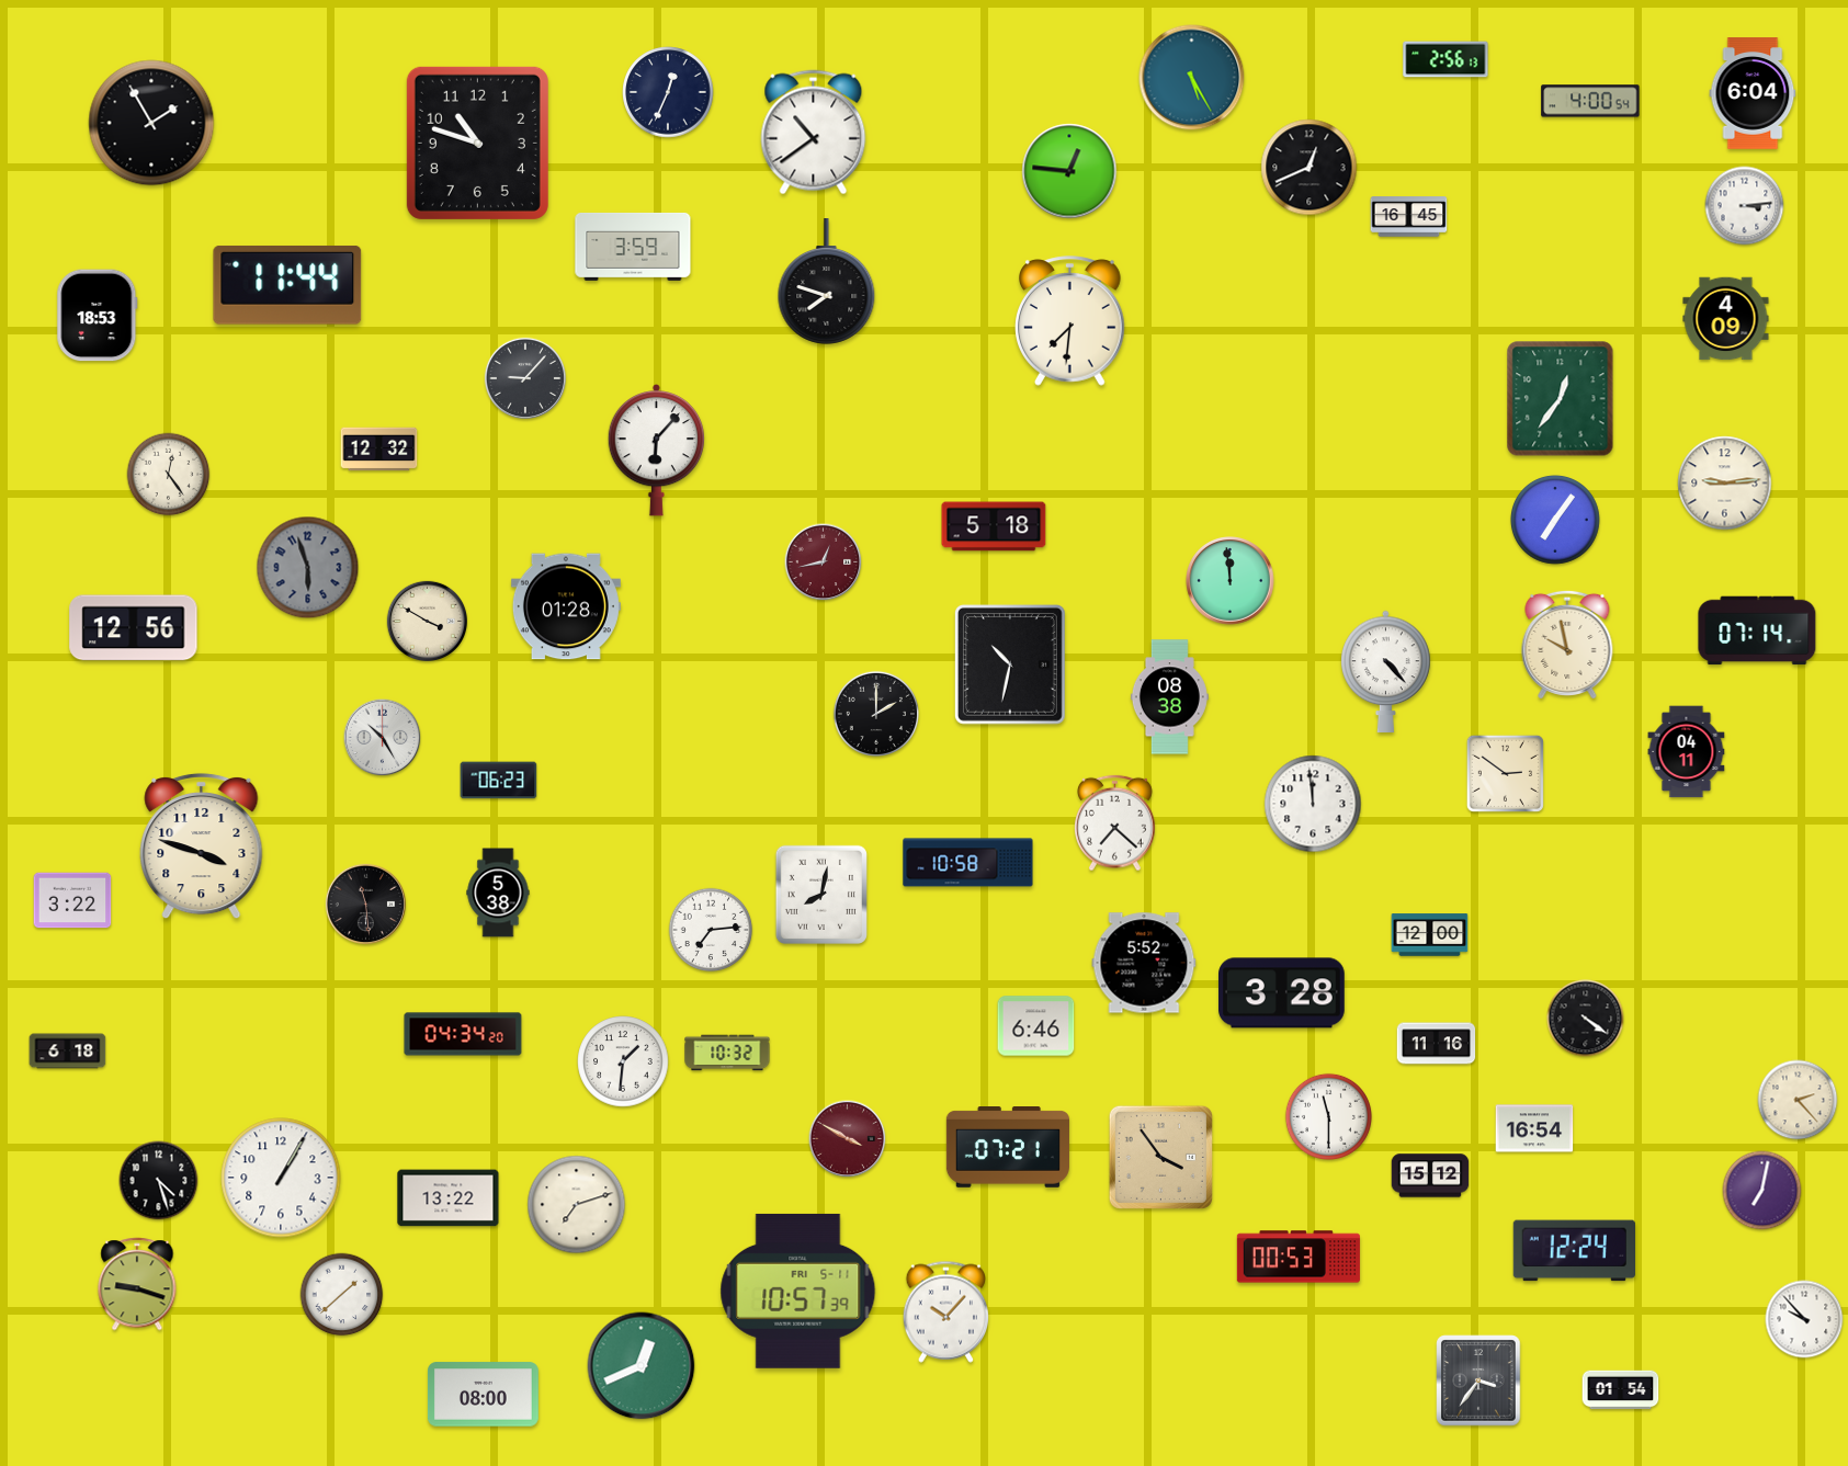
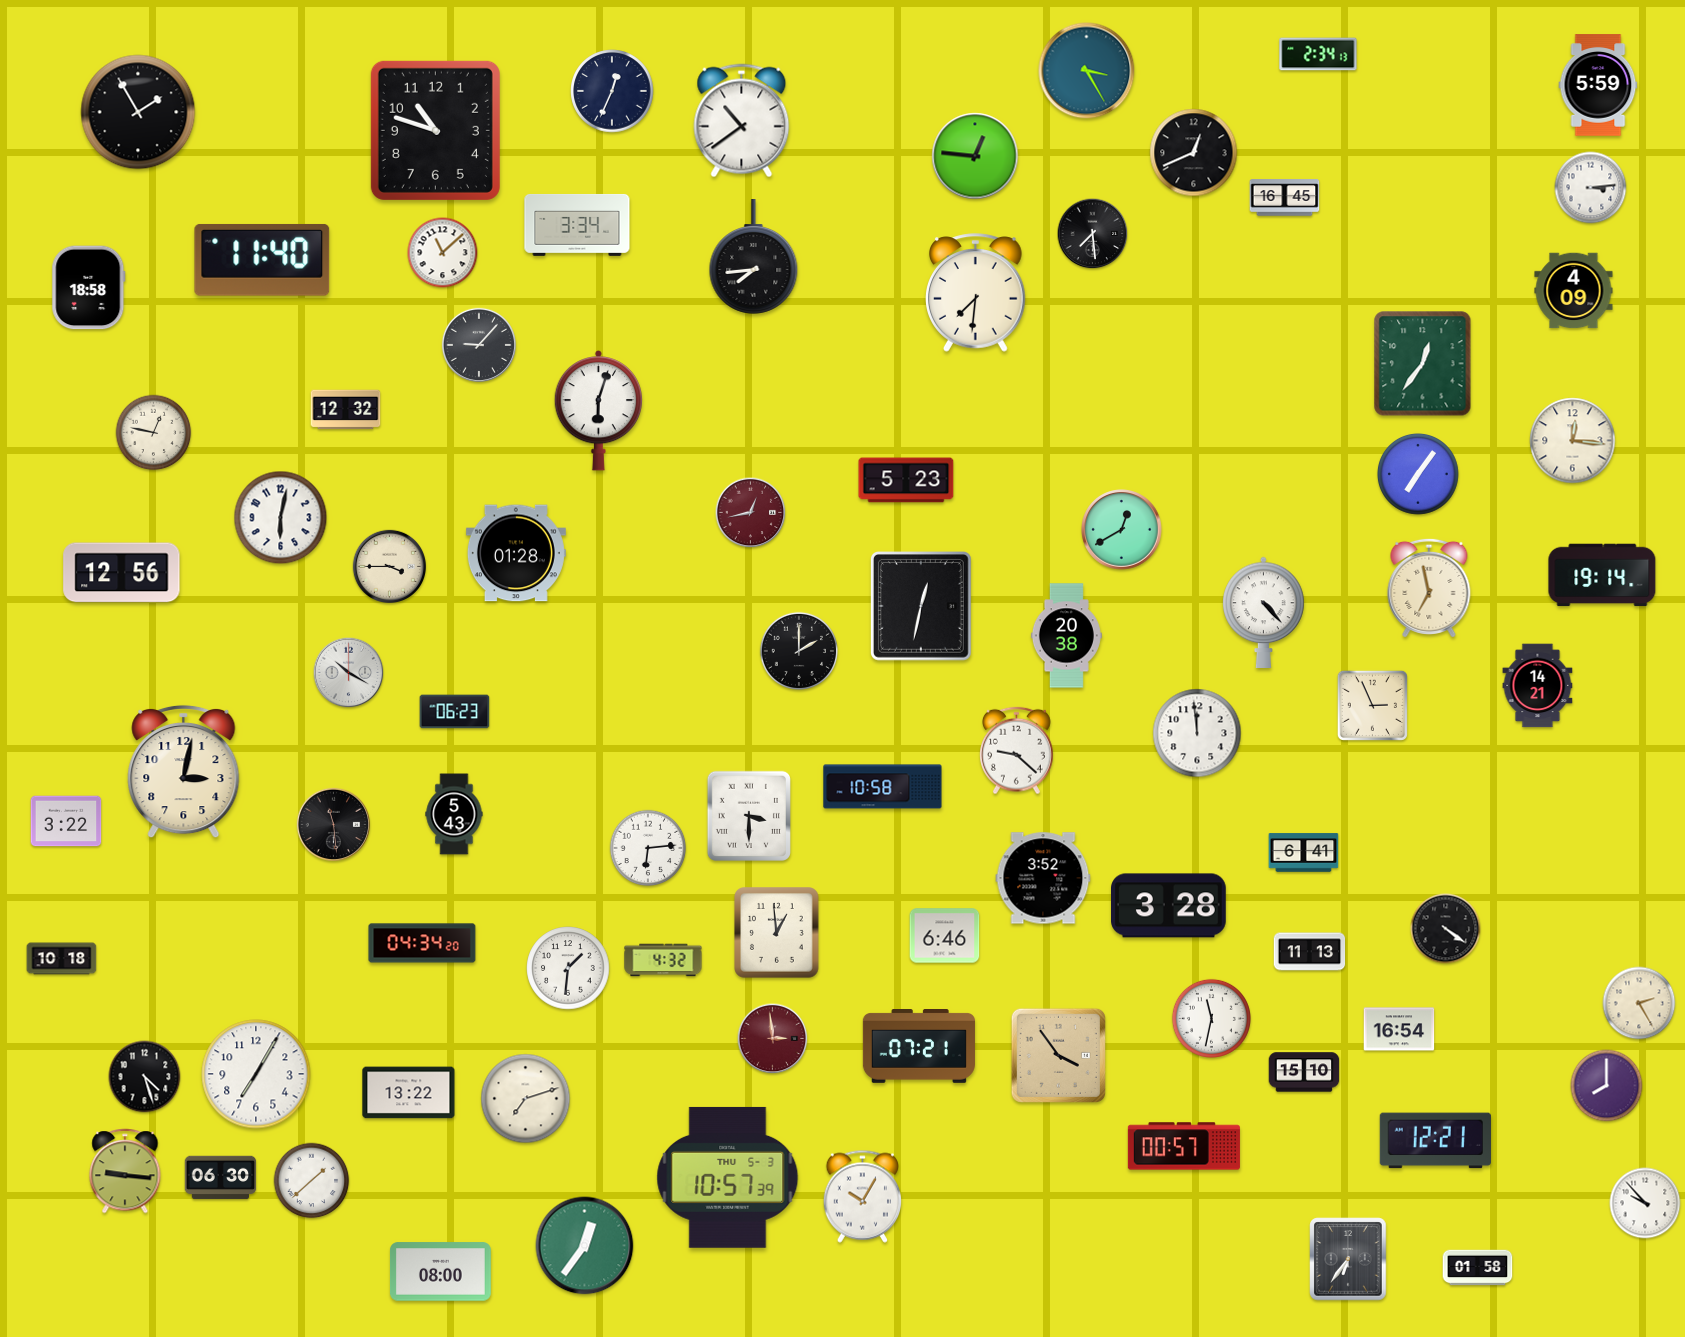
clock at (1445, 59): 2:56 -> 2:34
clock at (1192, 78): 5:25 -> 3:25
clock at (668, 92) position: (668, 92) -> (612, 91)
clock at (1753, 93): 6:04 -> 5:59
clock at (1590, 101): 4:00 -> none
clock at (633, 247): 3:59 -> 3:34
clock at (1093, 234): none -> 7:29
clock at (443, 253): none -> 11:08
clock at (827, 282): 7:48 -> 7:44
clock at (287, 285): 11:44 -> 11:40
clock at (98, 316): 18:53 -> 18:58
clock at (657, 451): 6:07 -> 6:03
clock at (169, 475): 12:24 -> 12:47
clock at (1725, 484): 9:14 -> 12:16
clock at (994, 526): 5:18 -> 5:23
clock at (308, 568): 5:57 -> 6:02
clock at (308, 568) dial: grey -> white
clock at (1231, 581): 11:59 -> 12:40
clock at (427, 621): 3:50 -> 3:45
clock at (1757, 630): 07:14 -> 19:14
clock at (1567, 645): 9:58 -> 6:58
clock at (1010, 666): 10:32 -> 12:32
clock at (1169, 697): 08:38 -> 20:38
clock at (383, 738): 10:25 -> 10:20
clock at (1687, 752): 04:11 -> 14:21
clock at (1505, 773): 2:51 -> 2:56
clock at (1115, 823): 7:22 -> 9:22
clock at (202, 846): 3:48 -> 3:02
clock at (498, 893): 5:38 -> 5:43
clock at (821, 895): 8:02 -> 3:30
clock at (711, 930): 7:14 -> 6:14
clock at (1430, 935): 12:00 -> 6:41
clock at (1144, 963): 5:52 -> 3:52
clock at (777, 933): none -> 12:59
clock at (1437, 1044): 11:16 -> 11:13
clock at (68, 1052): 6:18 -> 10:18
clock at (727, 1053): 10:32 -> 4:32
clock at (1798, 1100): 2:23 -> 2:25
clock at (1328, 1116): 11:30 -> 11:32
clock at (848, 1139): 3:50 -> 2:59
clock at (1430, 1175): 15:12 -> 15:10
clock at (281, 1178): 1:05 -> 7:05
clock at (1762, 1191): 7:02 -> 8:00
clock at (1574, 1251): 12:24 -> 12:21
clock at (1299, 1257): 00:53 -> 00:57
clock at (137, 1284): 9:18 -> 9:16
clock at (798, 1291) date: FRI 5-11 -> THU 5-3
clock at (221, 1178): none -> 06:30
clock at (945, 1311): 10:07 -> 10:05
clock at (642, 1366): 12:41 -> 12:36
clock at (1478, 1380): 3:36 -> 6:36
clock at (1621, 1390): 01:54 -> 01:58
